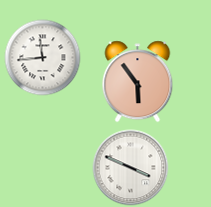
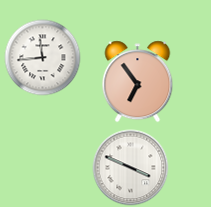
clock at (138, 82): 5:54 -> 6:54
